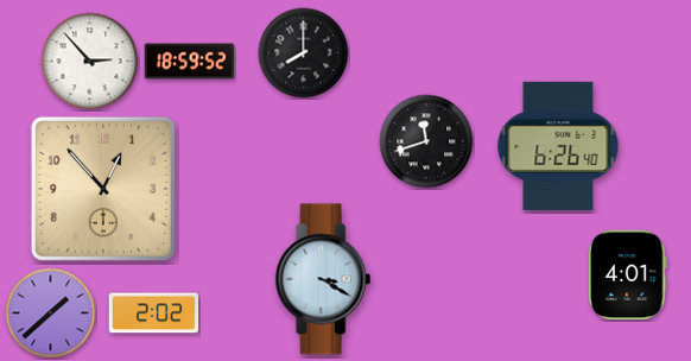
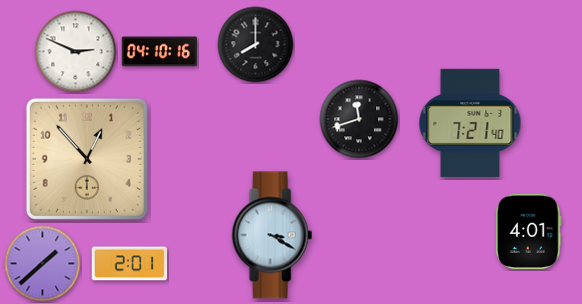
clock at (90, 62): 2:53 -> 2:49
clock at (190, 62): 18:59 -> 04:10
clock at (558, 146): 6:26 -> 7:21
clock at (154, 313): 2:02 -> 2:01
